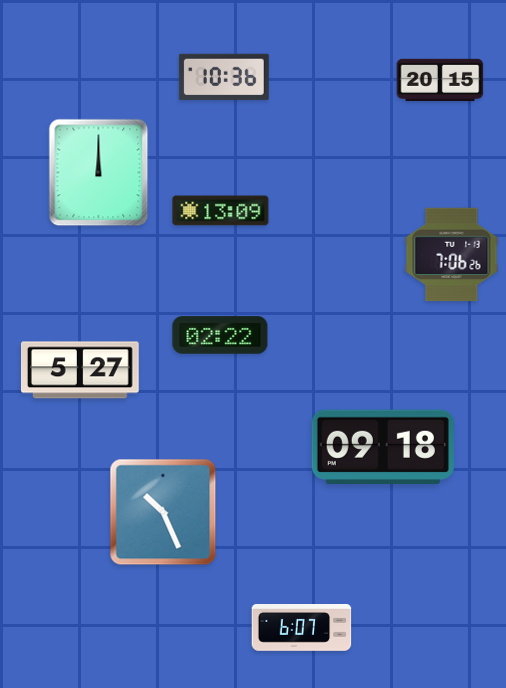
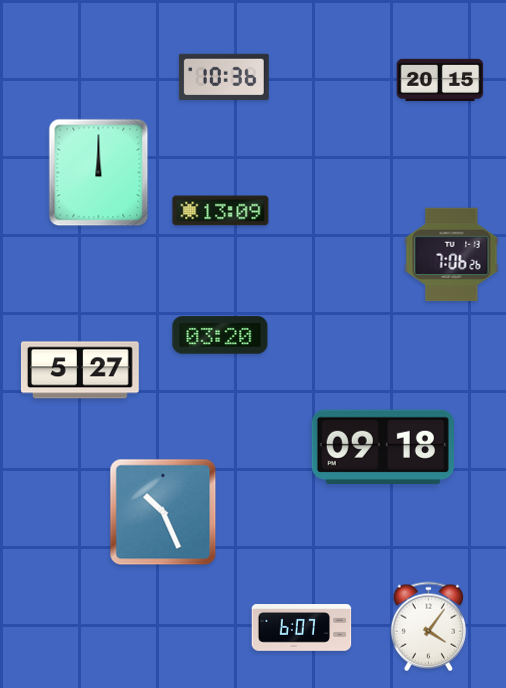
clock at (220, 335): 02:22 -> 03:20
clock at (428, 627): none -> 4:06
